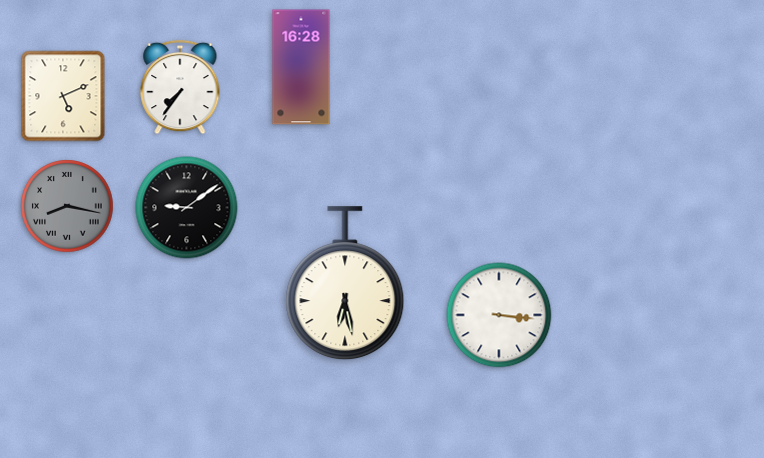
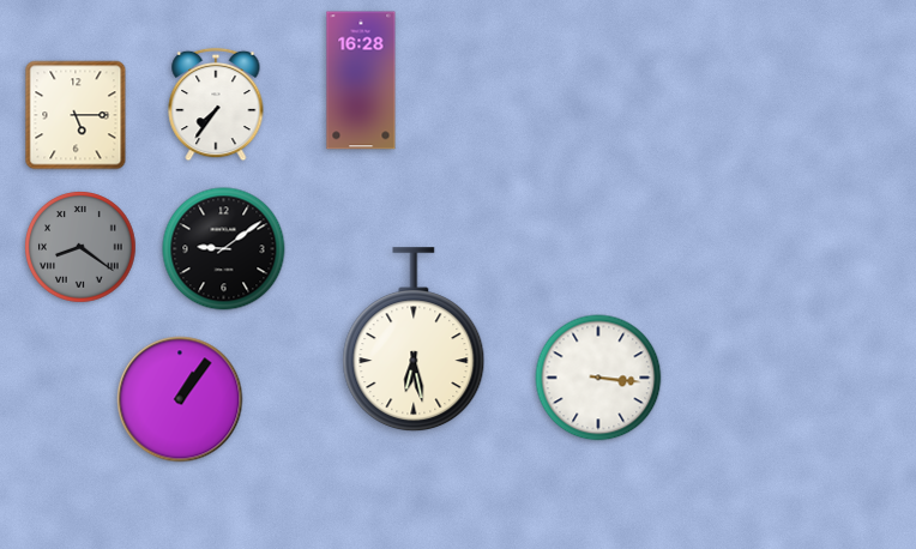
clock at (63, 96): 5:11 -> 5:15
clock at (67, 206): 8:17 -> 8:21
clock at (180, 399): none -> 1:06
